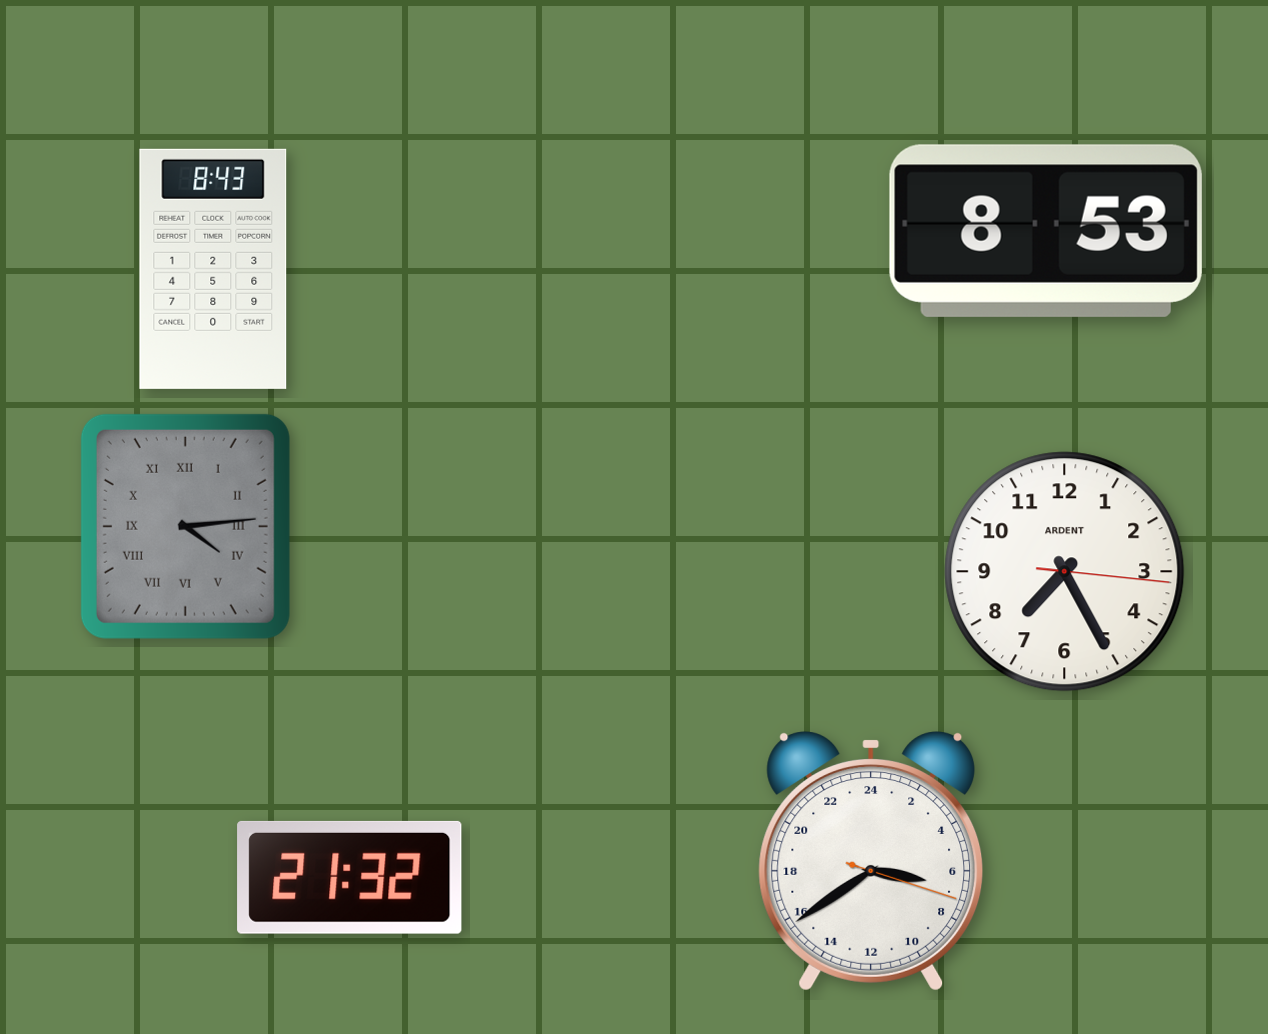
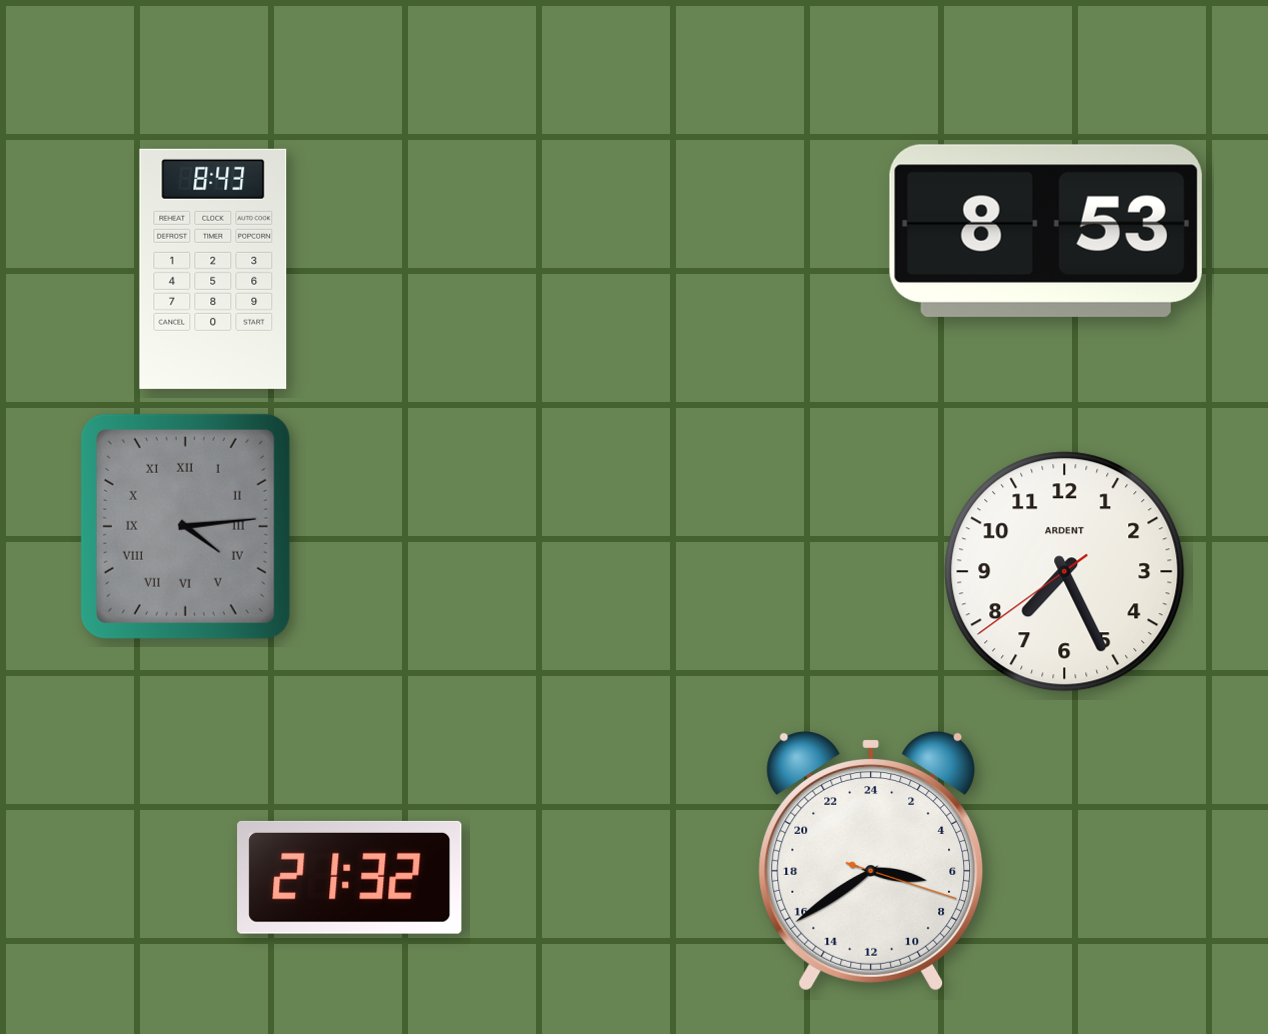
clock at (1065, 572): 7:25:16 -> 7:25:39
